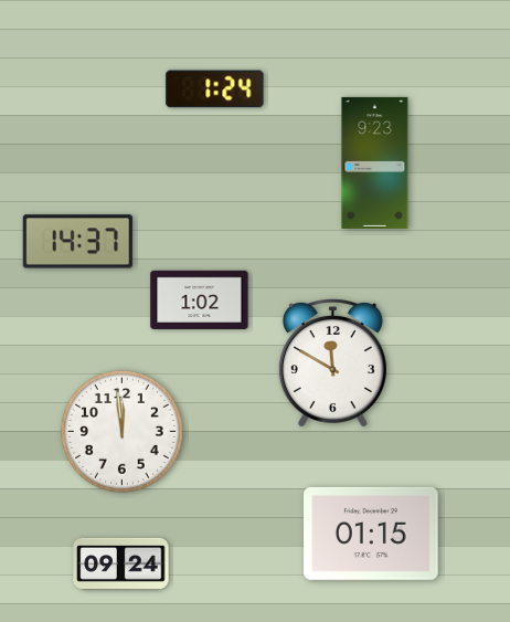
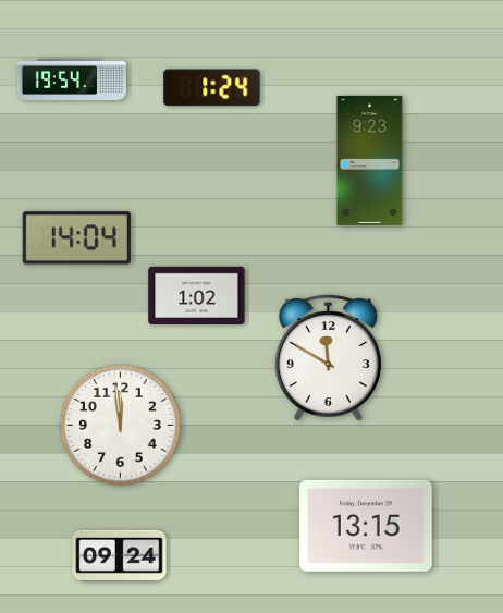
clock at (72, 78): none -> 19:54
clock at (77, 242): 14:37 -> 14:04
clock at (372, 534): 01:15 -> 13:15
